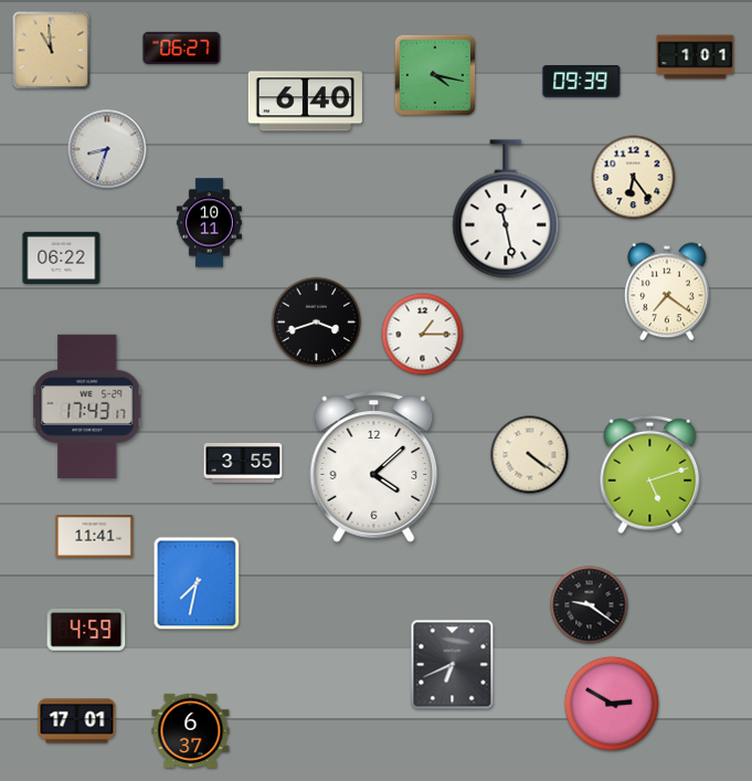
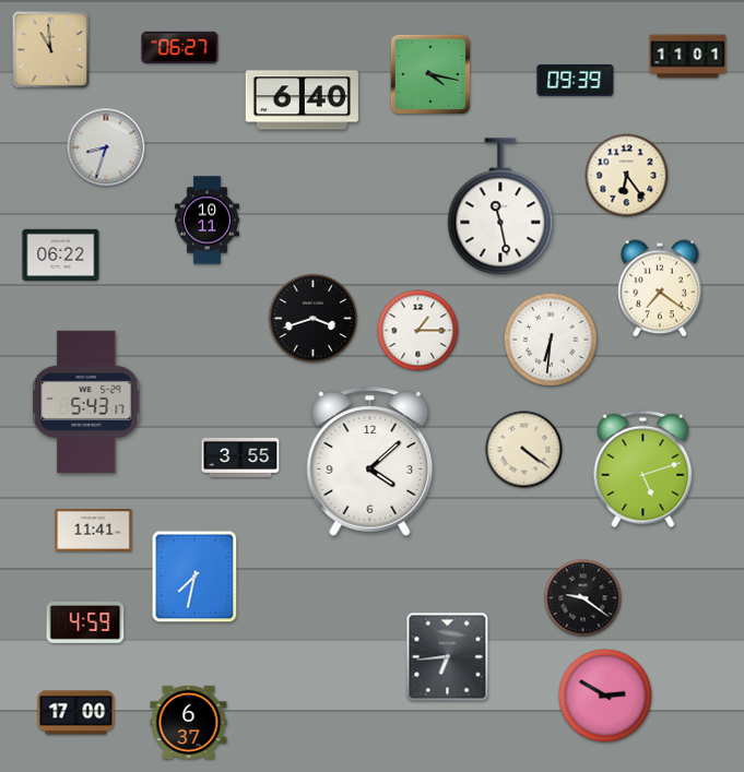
clock at (696, 57): 1:01 -> 11:01
clock at (551, 340): none -> 6:31
clock at (87, 407): 17:43 -> 5:43
clock at (453, 665): 6:41 -> 6:44
clock at (77, 721): 17:01 -> 17:00
